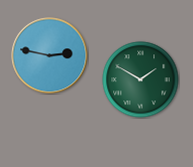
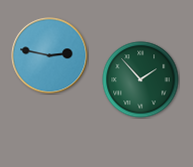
clock at (141, 80): 1:50 -> 1:53
